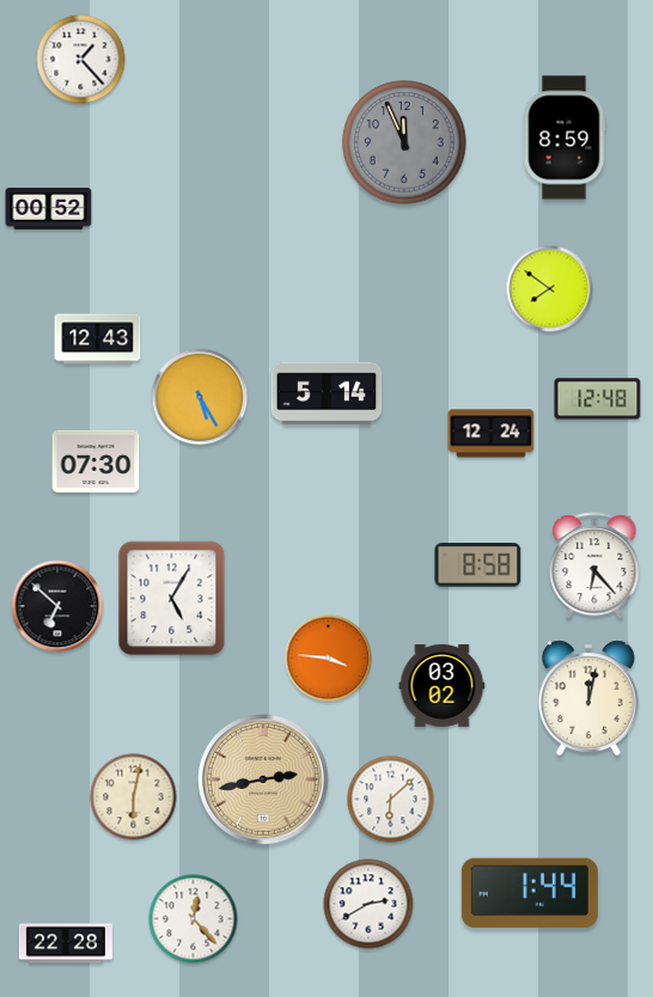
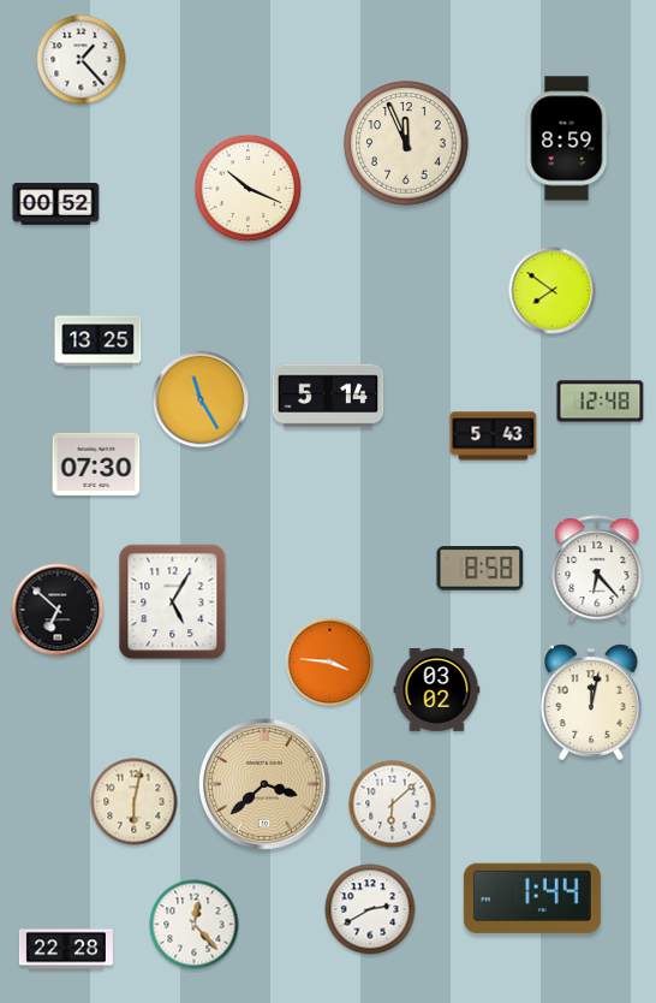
clock at (404, 142) dial: grey -> cream
clock at (249, 189): none -> 10:19
clock at (49, 209) position: (49, 209) -> (56, 204)
clock at (98, 340): 12:43 -> 13:25
clock at (200, 397): 5:25 -> 11:25
clock at (492, 434): 12:24 -> 5:43
clock at (443, 685) position: (443, 685) -> (437, 689)
clock at (264, 781): 2:43 -> 3:38
